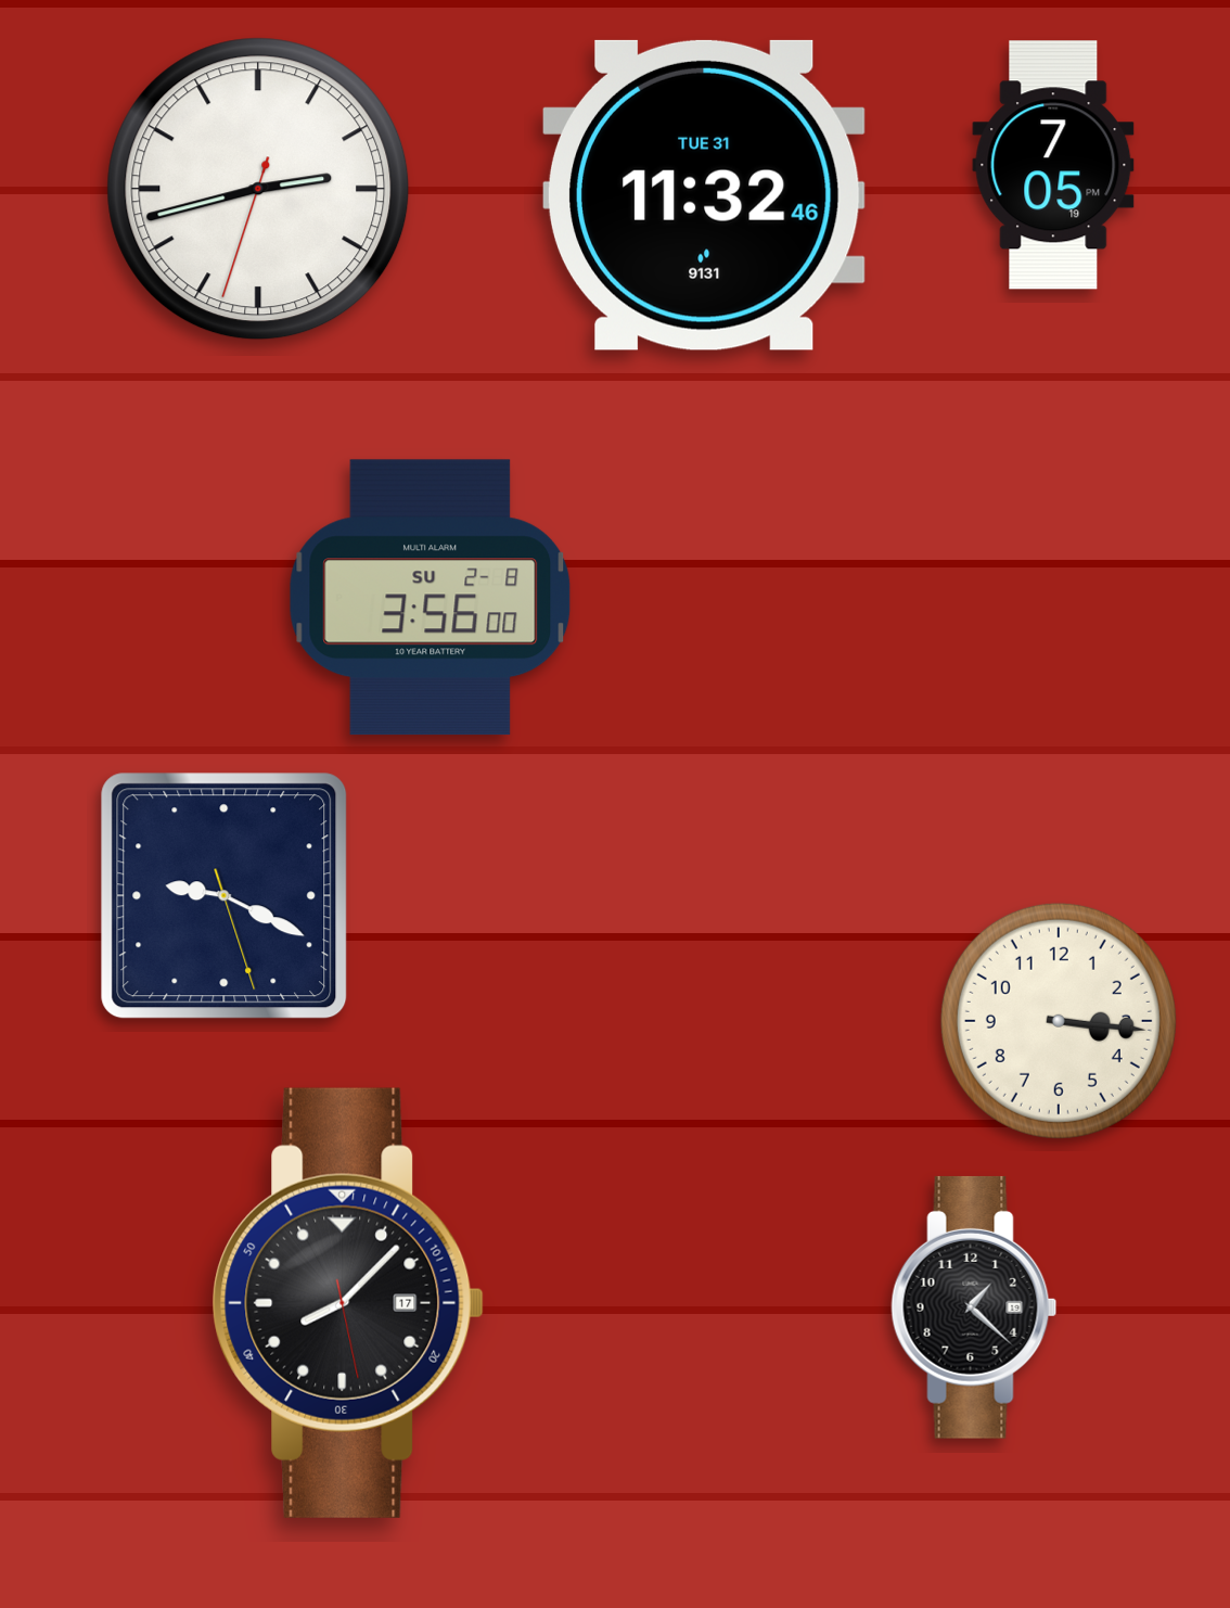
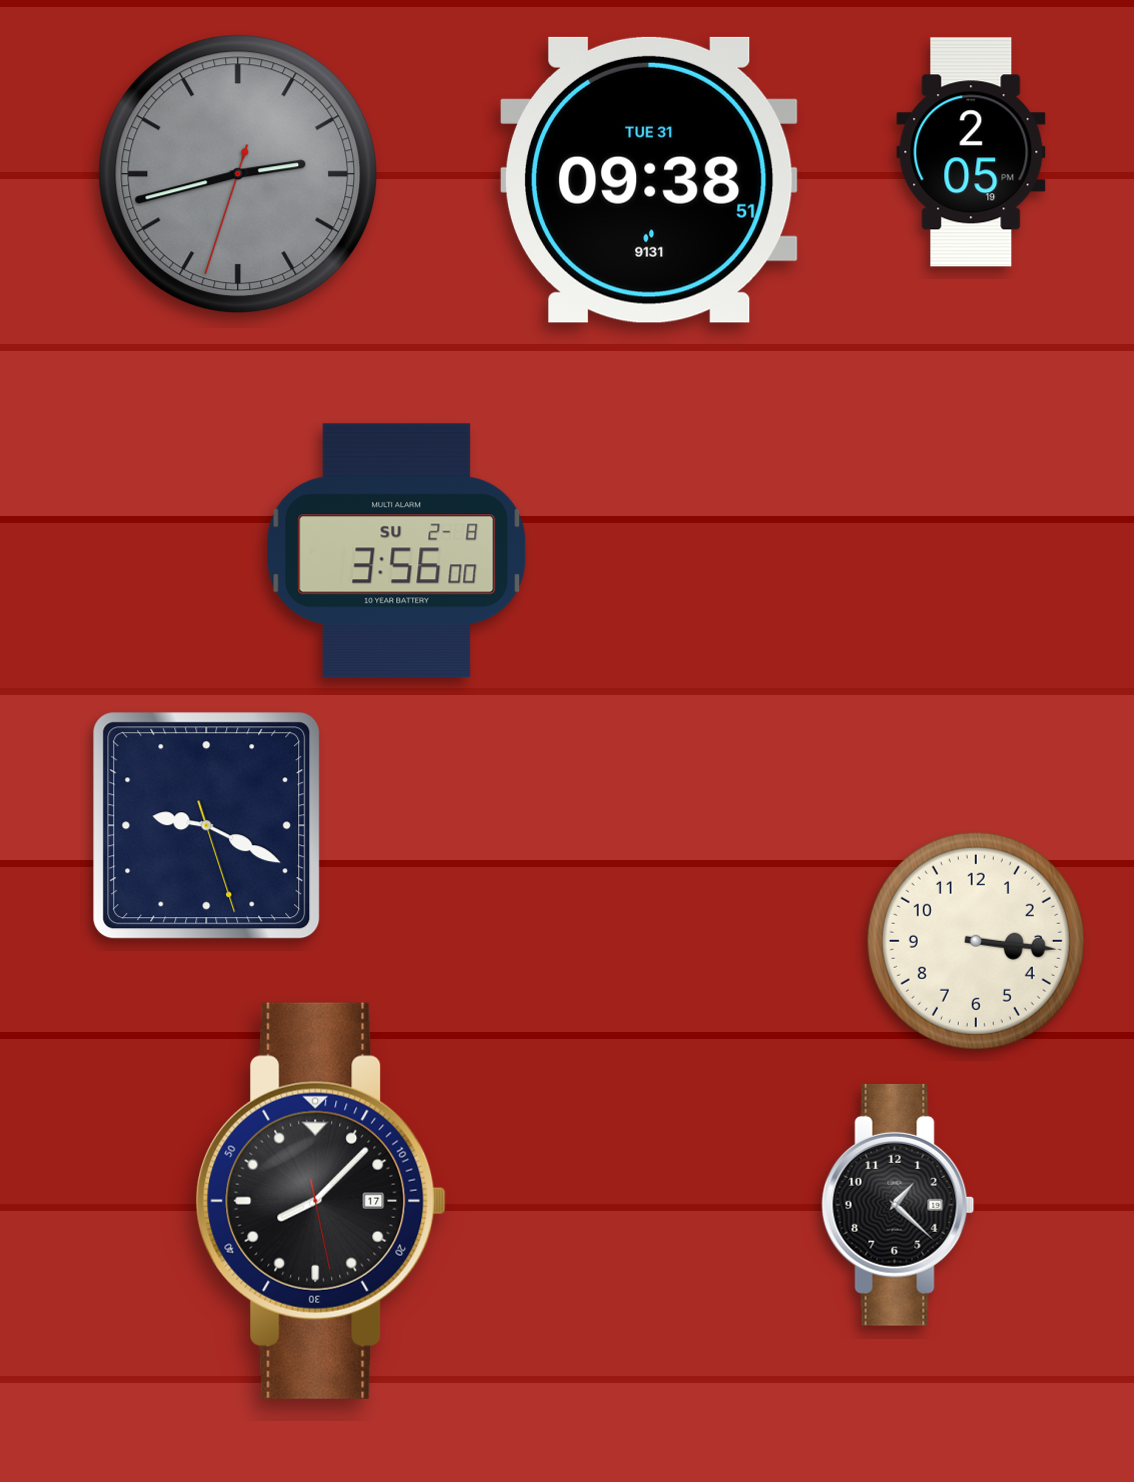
clock at (1053, 165): 7:05 -> 2:05
clock at (258, 189) dial: white -> grey
clock at (704, 195): 11:32 -> 09:38
